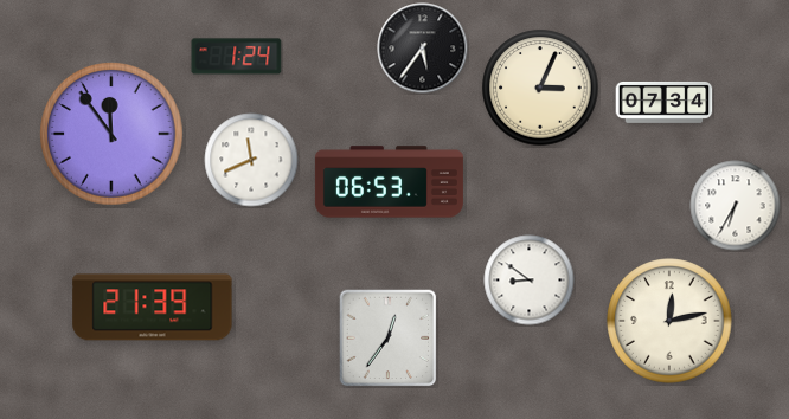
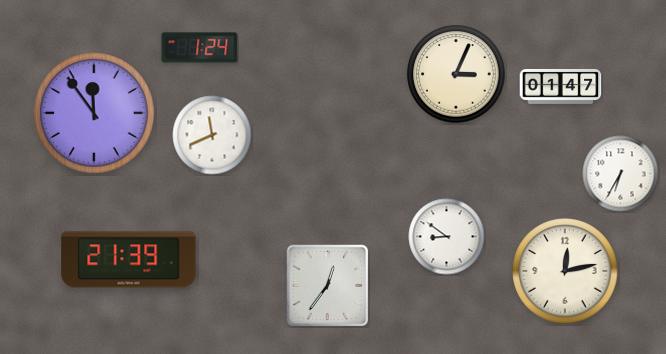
clock at (423, 49): 5:36 -> none
clock at (665, 102): 07:34 -> 01:47
clock at (389, 182): 06:53 -> none
